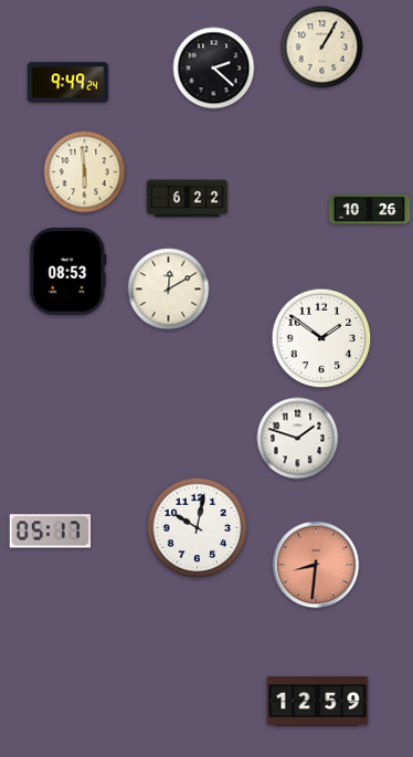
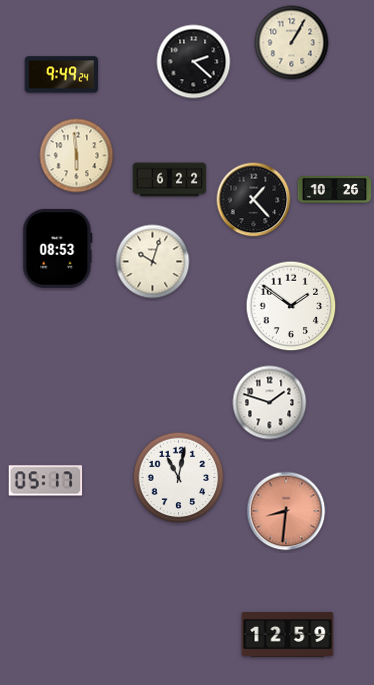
clock at (254, 200): none -> 1:23
clock at (68, 271) position: (68, 271) -> (58, 248)
clock at (169, 290): 12:10 -> 10:03
clock at (298, 439) position: (298, 439) -> (270, 403)
clock at (198, 528): 10:02 -> 11:02
